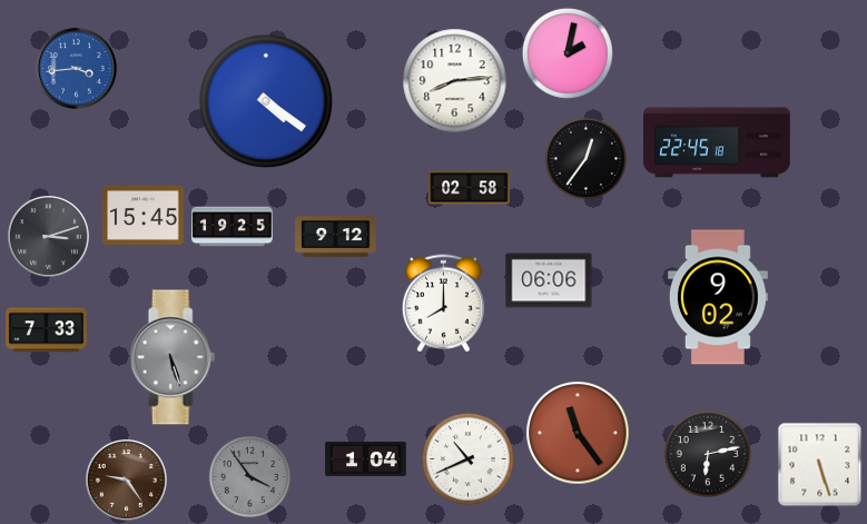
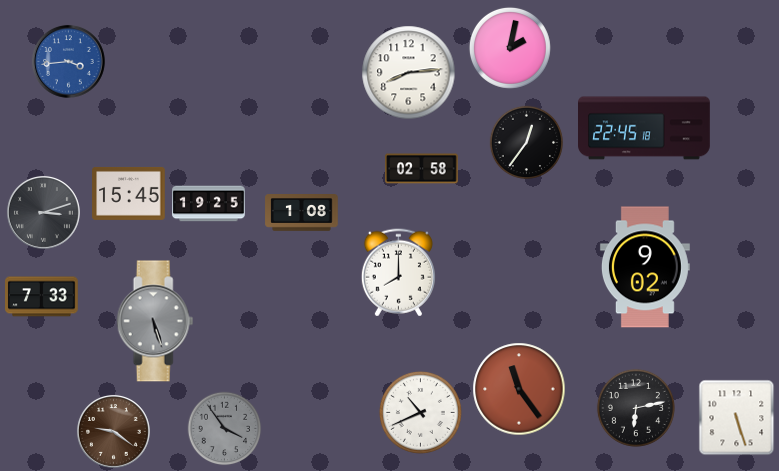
clock at (266, 101): 4:21 -> none
clock at (336, 237): 9:12 -> 1:08
clock at (549, 280): 06:06 -> none
clock at (366, 458): 1:04 -> none
clock at (126, 479): 9:24 -> 9:21
